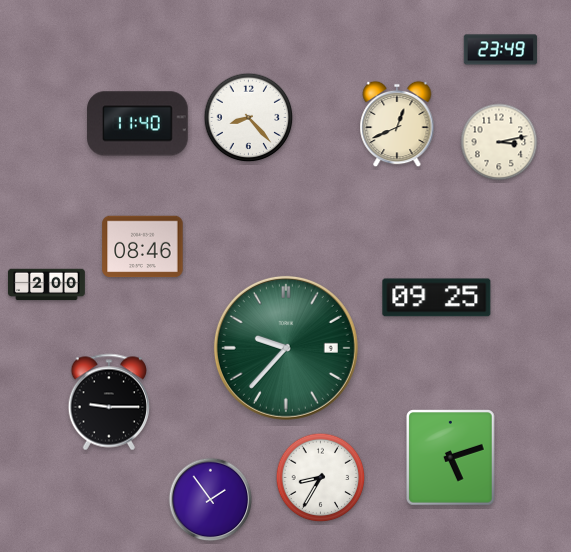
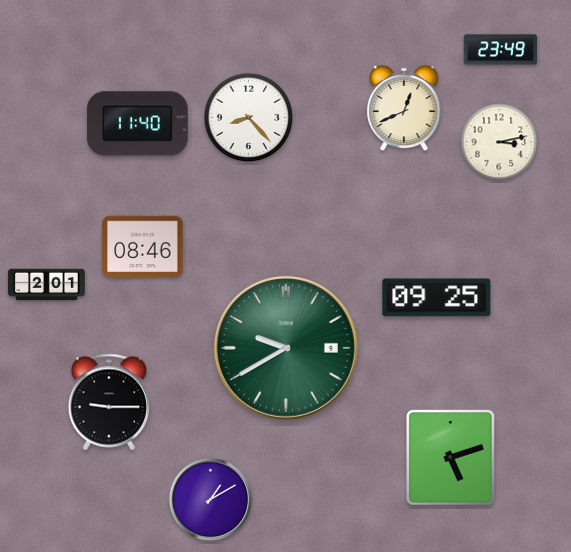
clock at (397, 124) position: (397, 124) -> (404, 108)
clock at (47, 285): 2:00 -> 2:01
clock at (286, 348): 9:37 -> 9:40
clock at (321, 478): 8:35 -> none
clock at (211, 500): 1:54 -> 1:10
